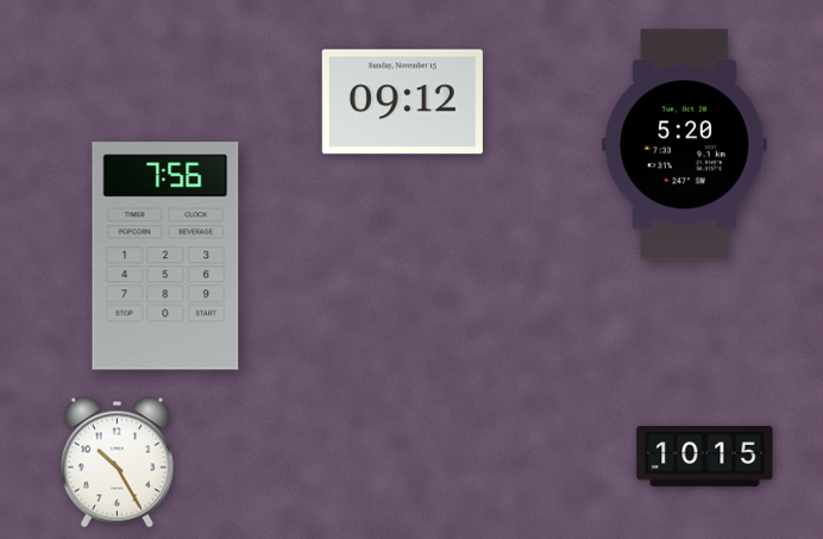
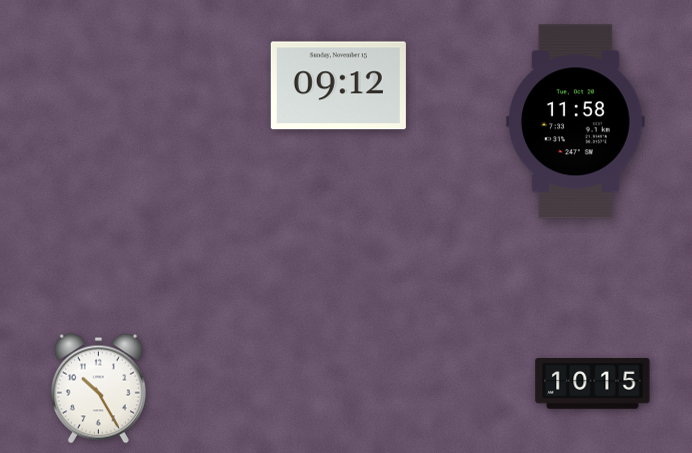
clock at (685, 145): 5:20 -> 11:58
clock at (165, 256): 7:56 -> none
